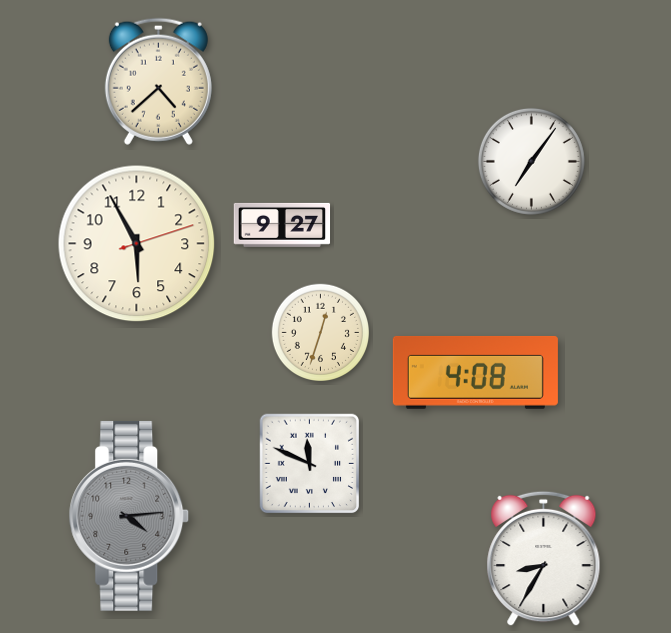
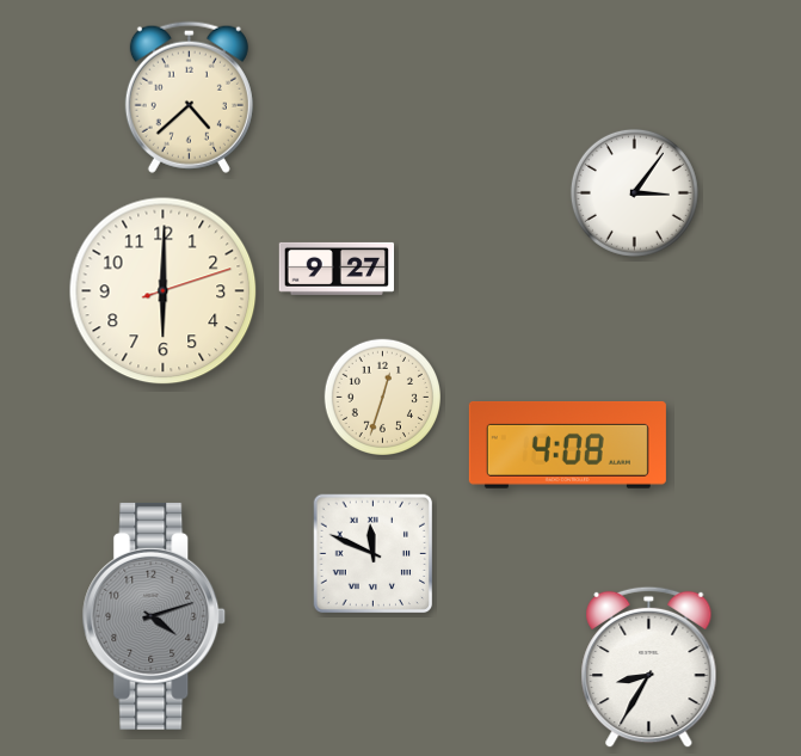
clock at (531, 161): 7:06 -> 3:06
clock at (137, 244): 5:55 -> 6:00
clock at (310, 464) position: (310, 464) -> (374, 554)
clock at (129, 516): 4:14 -> 4:12
